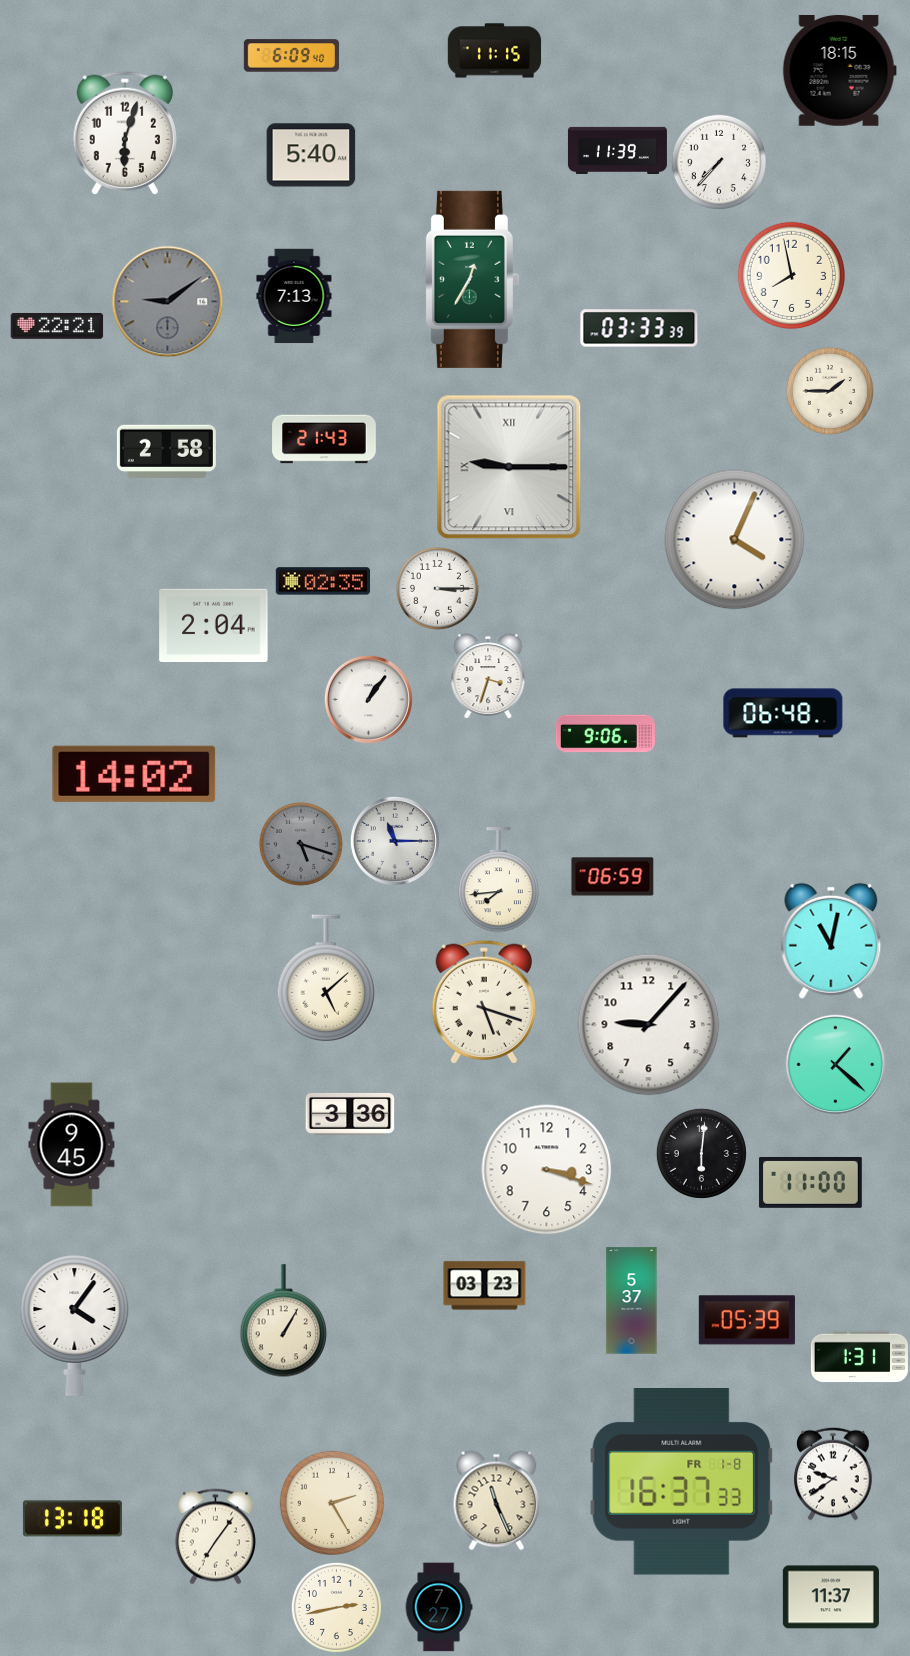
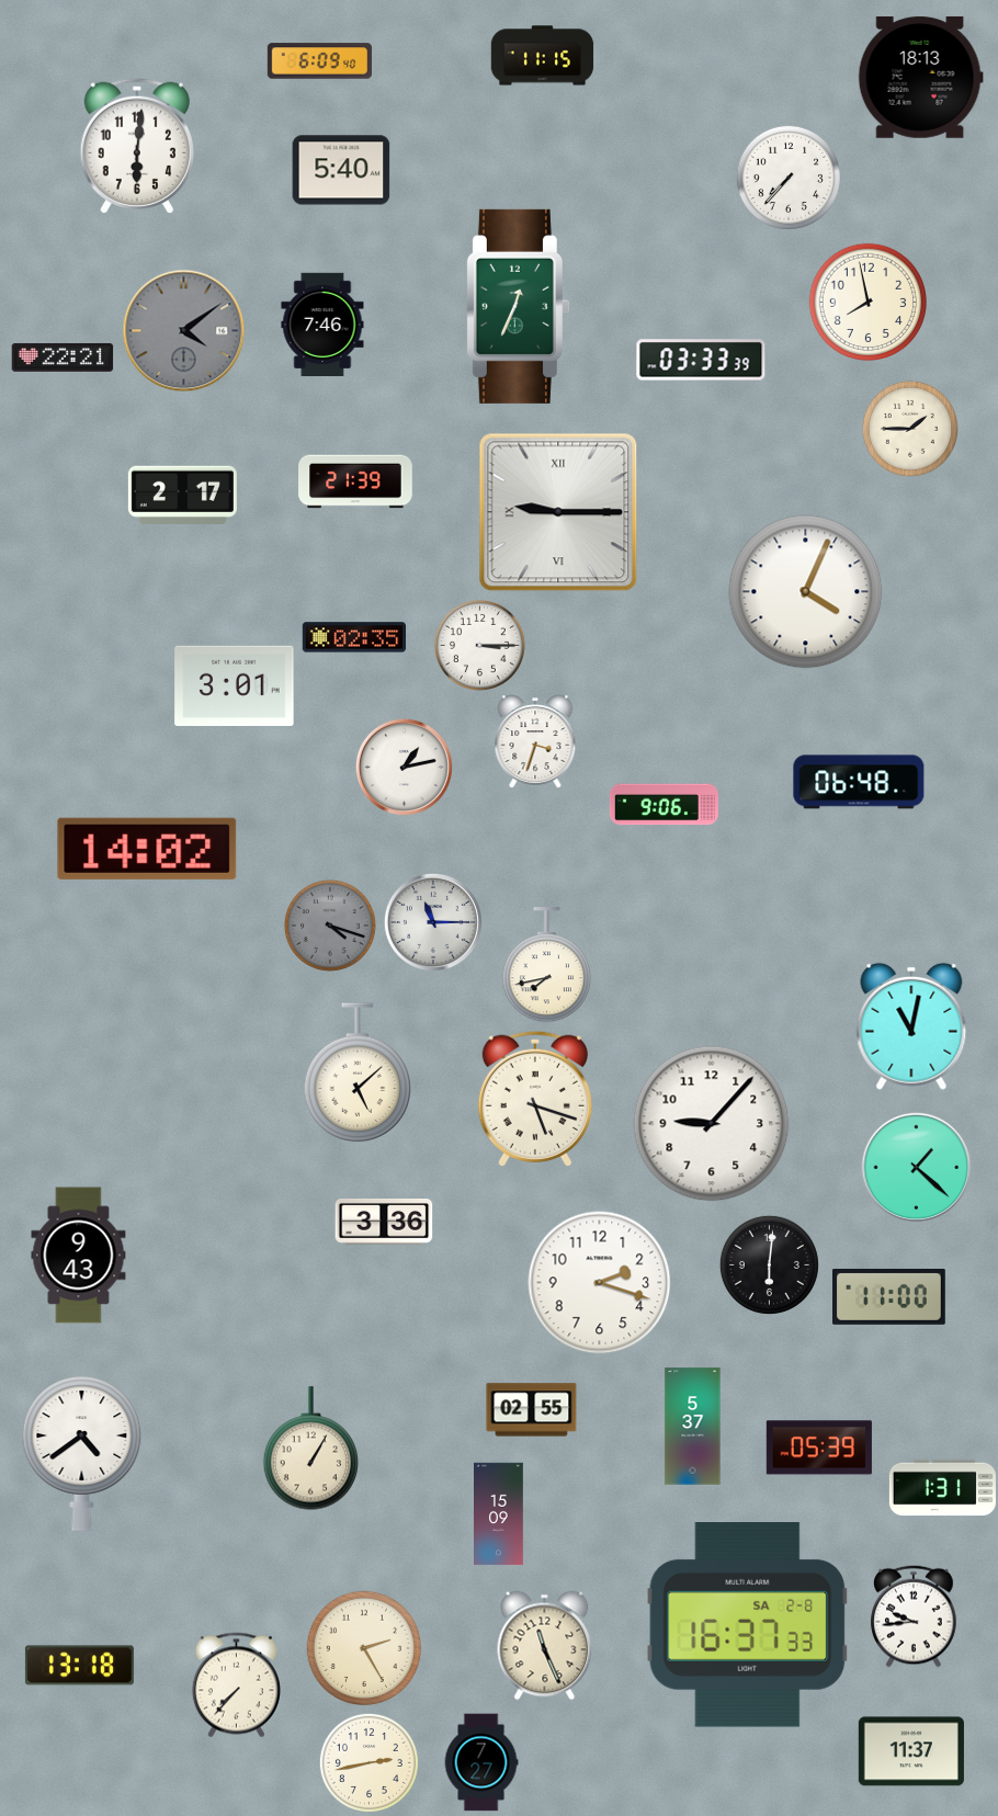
clock at (839, 70): 18:15 -> 18:13
clock at (125, 133): 6:03 -> 6:01
clock at (617, 150): 11:39 -> none
clock at (472, 279): 12:35 -> 12:34
clock at (294, 296): 7:13 -> 7:46
clock at (168, 302): 9:09 -> 4:09
clock at (324, 439): 21:43 -> 21:39
clock at (166, 452): 2:58 -> 2:17
clock at (214, 625): 2:04 -> 3:01
clock at (368, 699): 1:06 -> 1:13
clock at (301, 844): 5:18 -> 4:18
clock at (613, 877): 06:59 -> none
clock at (498, 880): 7:44 -> 7:43
clock at (831, 941) position: (831, 941) -> (911, 1026)
clock at (484, 1002) position: (484, 1002) -> (535, 1099)
clock at (72, 1145): 9:45 -> 9:43
clock at (547, 1170): 3:18 -> 2:18
clock at (485, 1286): 03:23 -> 02:55
clock at (75, 1325): 4:06 -> 4:39
clock at (499, 1514): none -> 15:09
clock at (833, 1474): 9:39 -> 9:44
clock at (682, 1482) date: FR 1-8 -> SA 2-8
clock at (215, 1537): 7:06 -> 7:37
